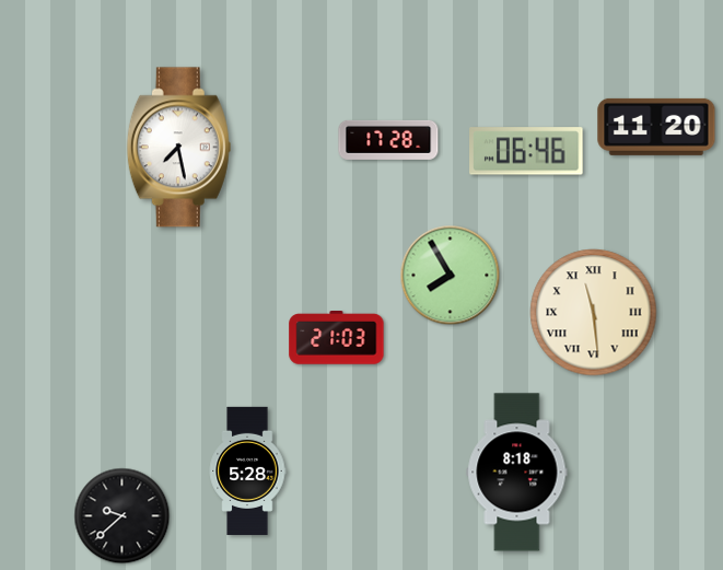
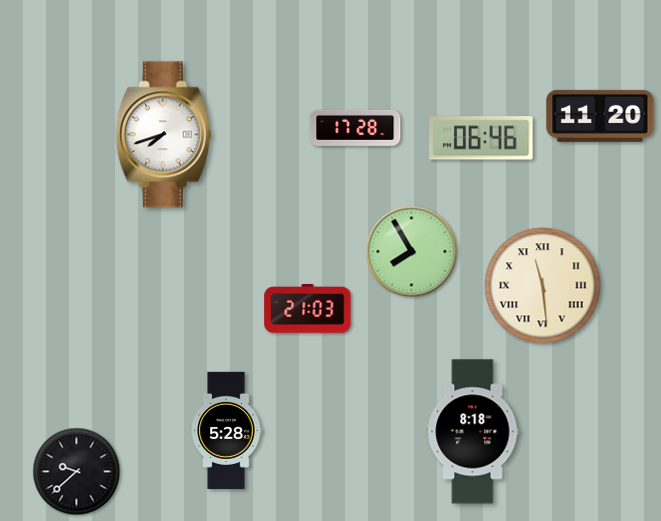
clock at (178, 148): 7:28 -> 7:42
clock at (123, 516) position: (123, 516) -> (77, 472)
